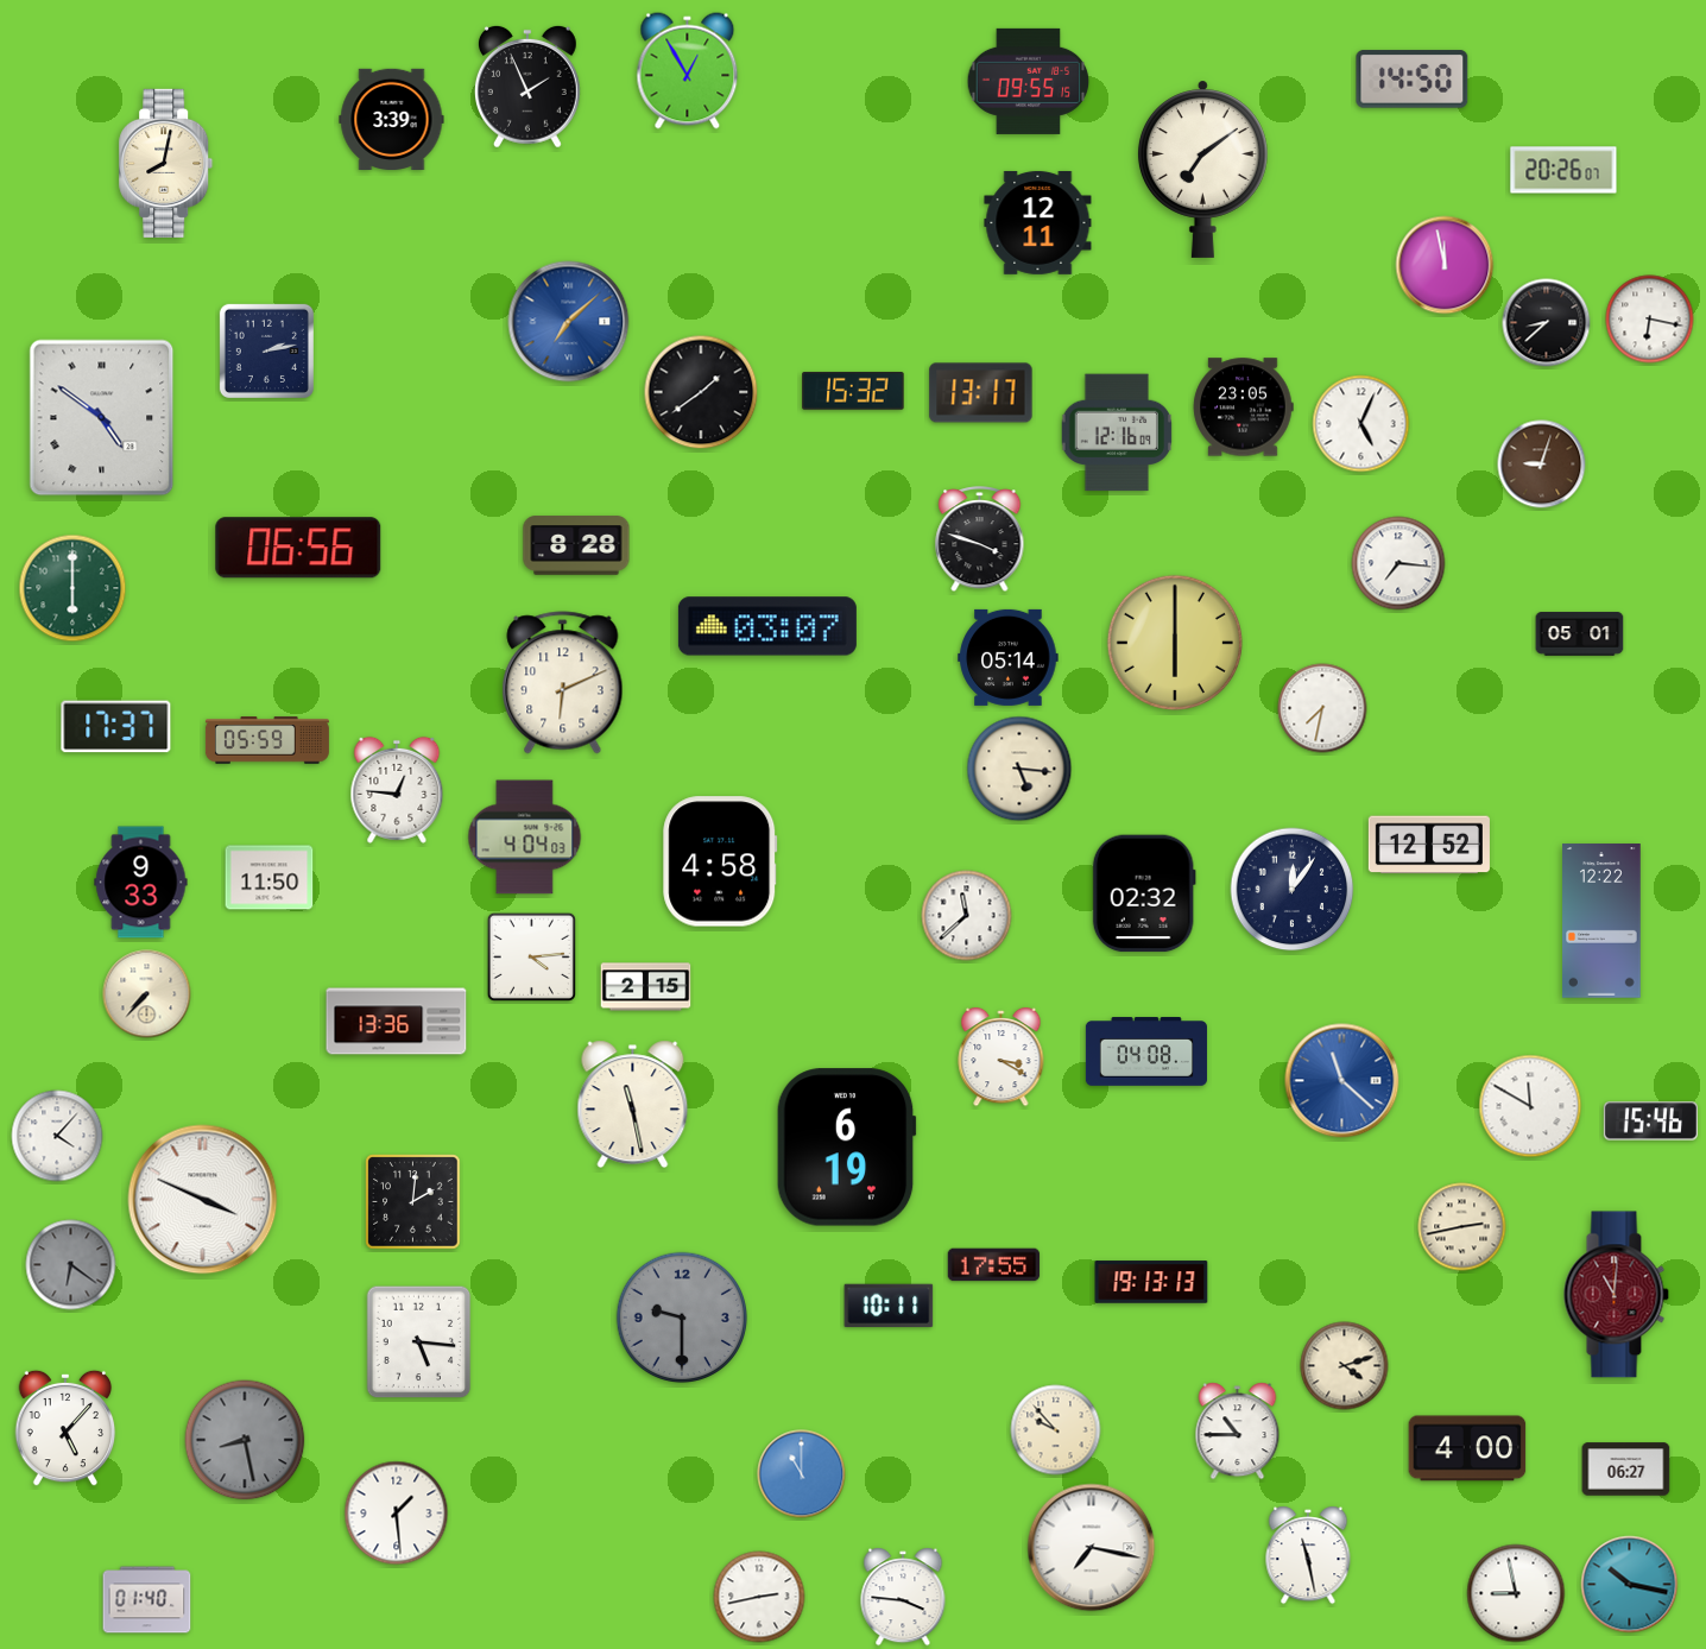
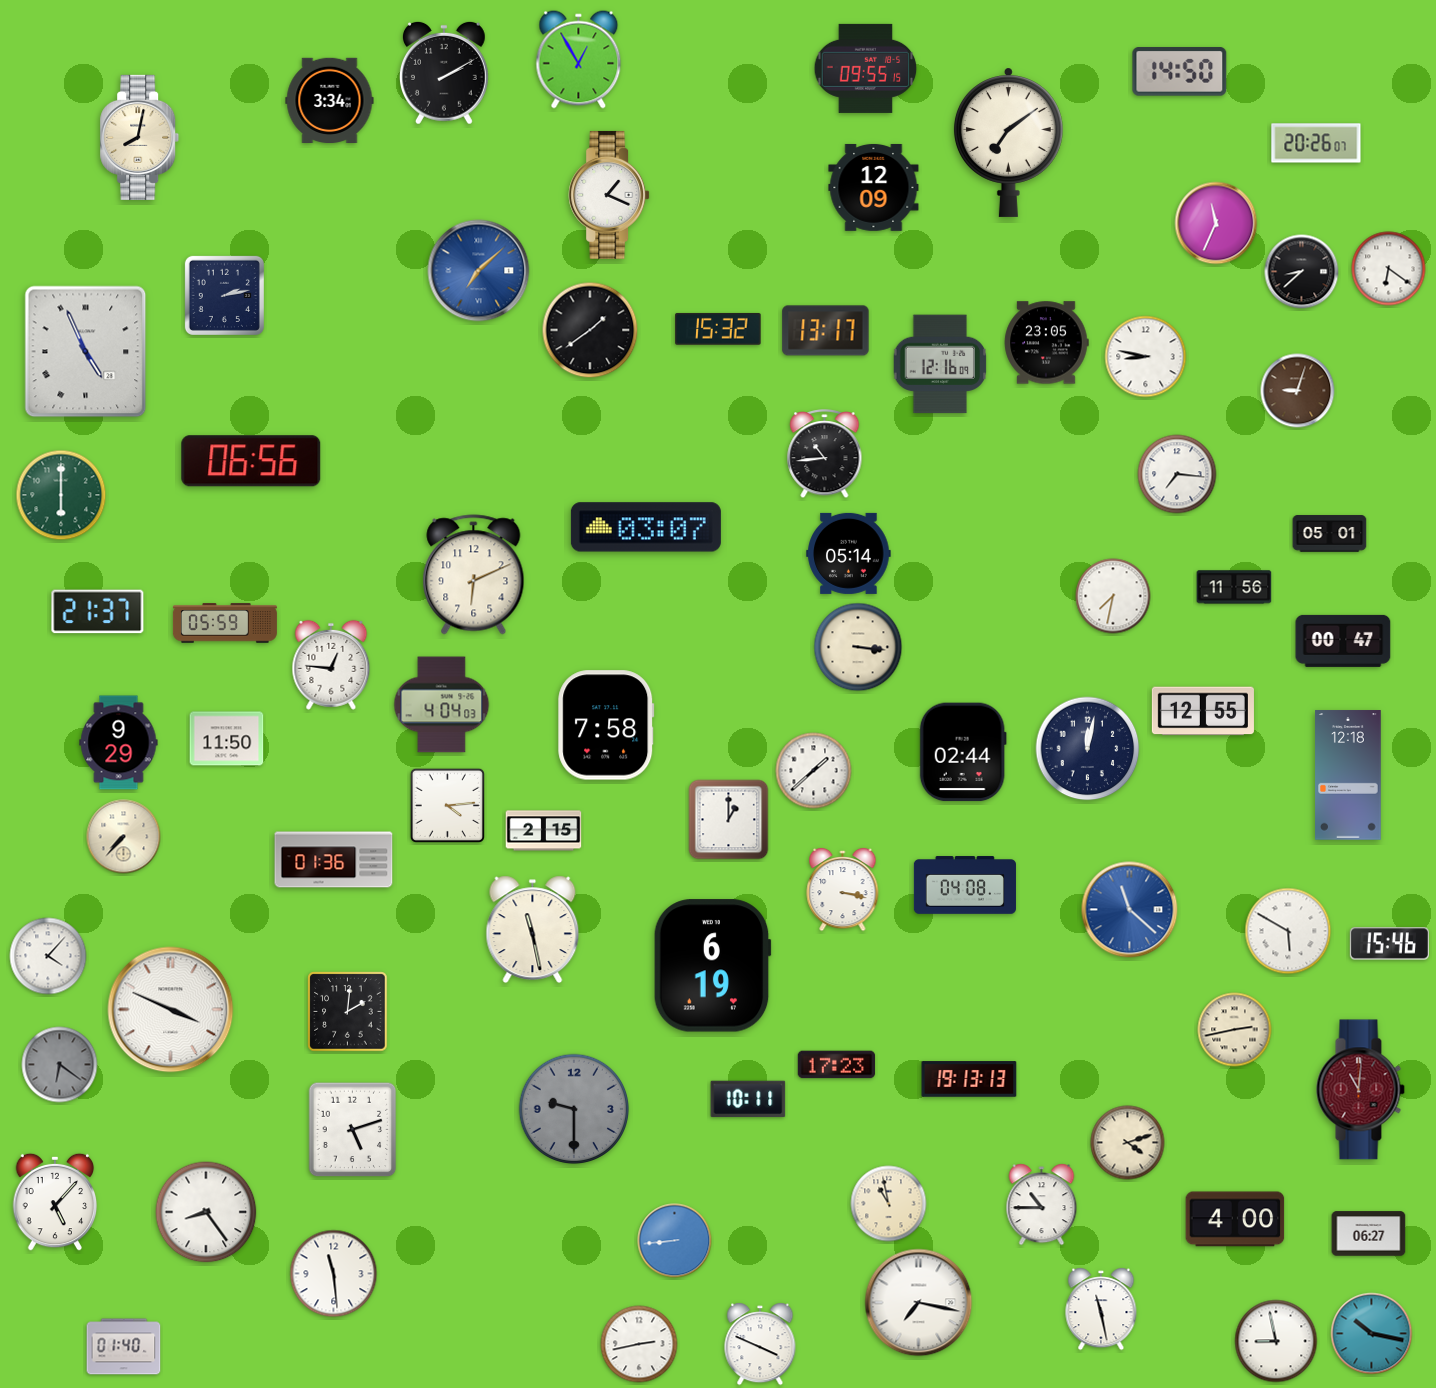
clock at (1413, 80) position: (1413, 80) -> (1180, 72)
clock at (527, 87): 1:56 -> 2:10
clock at (392, 119): 3:39 -> 3:34
clock at (1202, 169) position: (1202, 169) -> (1008, 142)
clock at (1038, 222): 12:11 -> 12:09
clock at (609, 195): none -> 1:19
clock at (1445, 265): 11:58 -> 11:34
clock at (1650, 320): 6:17 -> 6:21
clock at (102, 418): 4:51 -> 4:56
clock at (1361, 424): 5:04 -> 8:47
clock at (980, 541): 3:48 -> 10:44
clock at (576, 545): 8:28 -> none
clock at (1175, 643): 6:00 -> none
clock at (1234, 587): none -> 11:56
clock at (116, 727): 17:37 -> 21:37
clock at (1343, 641): none -> 00:47
clock at (1019, 769): 5:16 -> 3:16
clock at (397, 790) position: (397, 790) -> (331, 665)
clock at (1429, 845): 12:52 -> 12:55
clock at (720, 861): 4:58 -> 7:58
clock at (141, 883): 9:33 -> 9:29
clock at (1293, 890): 12:06 -> 12:02
clock at (1144, 893): 02:32 -> 02:44
clock at (967, 916): 11:38 -> 1:38
clock at (1601, 921): 12:22 -> 12:18
clock at (729, 820): none -> 1:00
clock at (397, 1022): 13:36 -> 01:36
clock at (1002, 1057): 3:20 -> 3:17
clock at (1530, 1106): 11:50 -> 5:50
clock at (1462, 1227) position: (1462, 1227) -> (1235, 1030)
clock at (994, 1265): 17:55 -> 17:23
clock at (419, 1342): 5:16 -> 5:12
clock at (1345, 1366) position: (1345, 1366) -> (1128, 1143)
clock at (1056, 1430): 9:53 -> 10:58
clock at (245, 1440): 8:28 -> 8:24
clock at (245, 1440) dial: grey -> white
clock at (1626, 1470) position: (1626, 1470) -> (1369, 1234)
clock at (802, 1474): 11:00 -> 8:44
clock at (397, 1514): 1:29 -> 11:29
clock at (903, 1597): 3:46 -> 3:49
